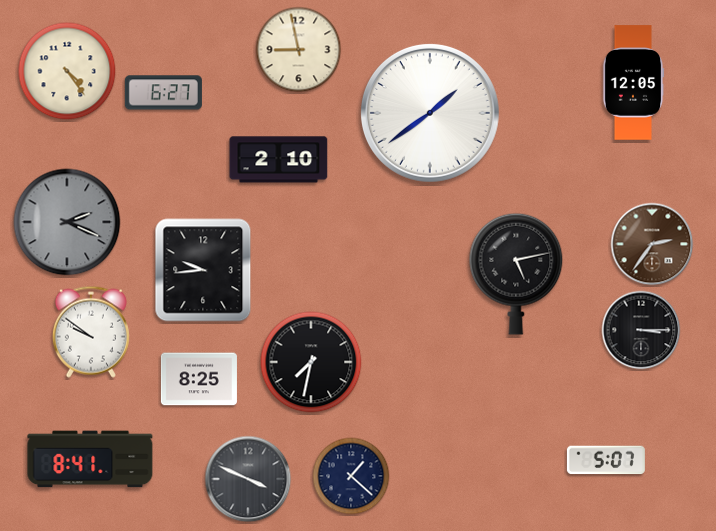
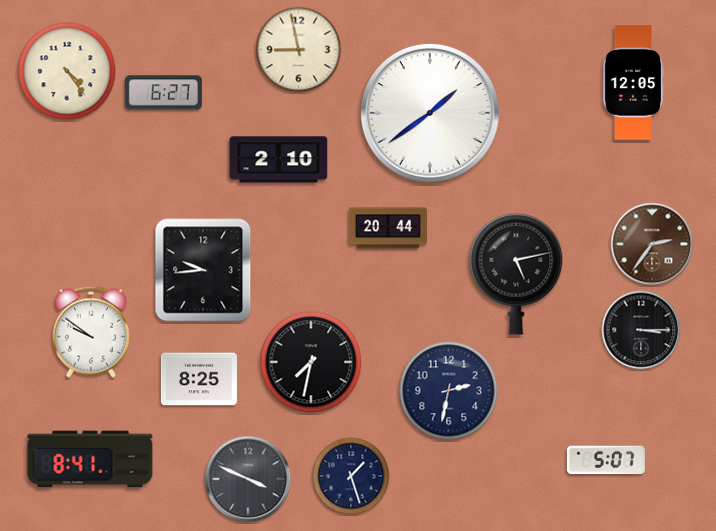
clock at (67, 222): 2:19 -> none
clock at (388, 228): none -> 20:44
clock at (449, 391): none -> 2:32
clock at (351, 476): 1:22 -> 1:27
